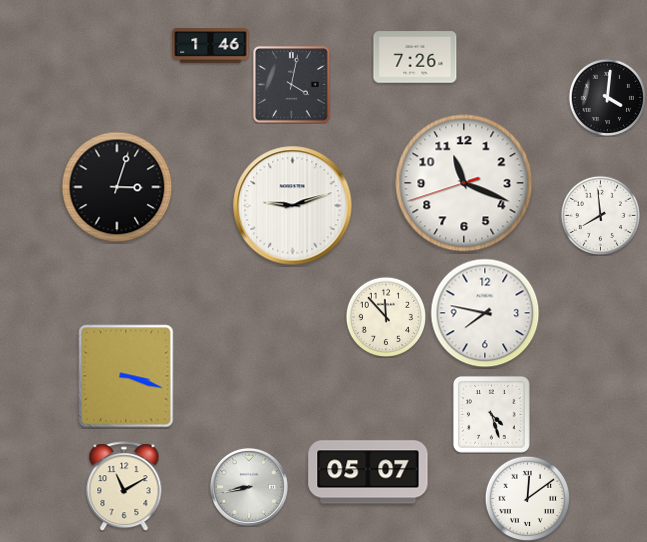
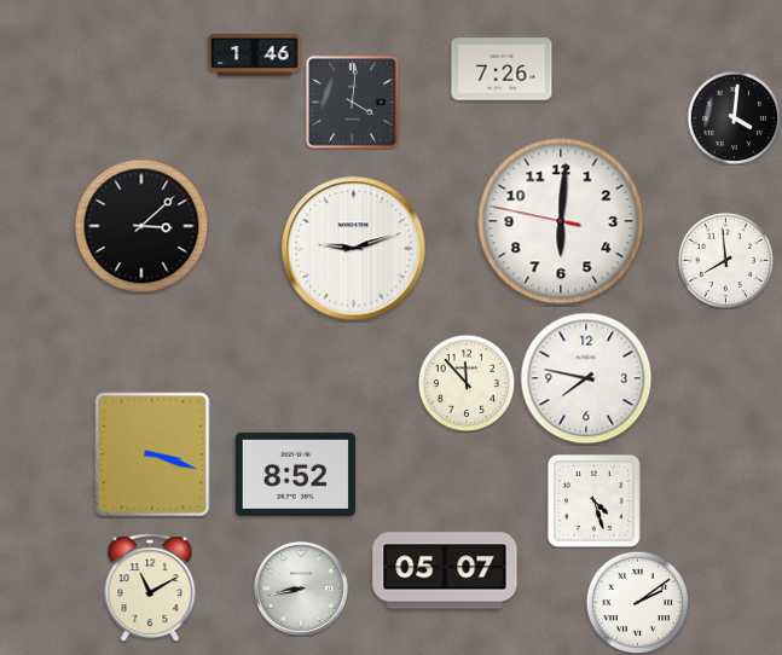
clock at (292, 85): 4:02 -> 4:01
clock at (464, 183): 11:18 -> 6:00
clock at (117, 187): 3:03 -> 3:08
clock at (296, 474): none -> 8:52
clock at (527, 498): 12:09 -> 2:09
